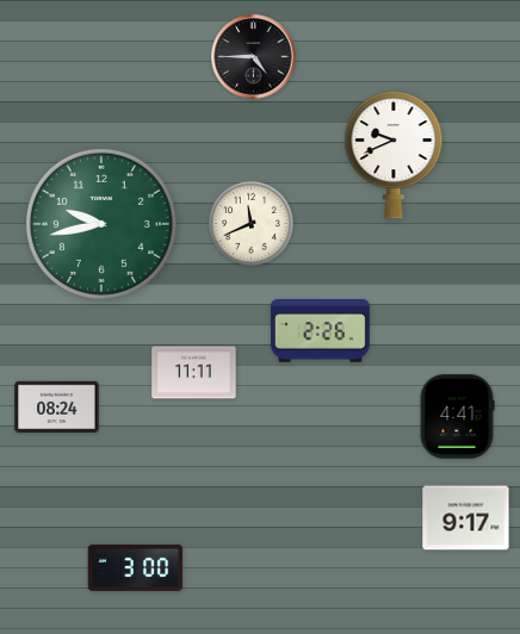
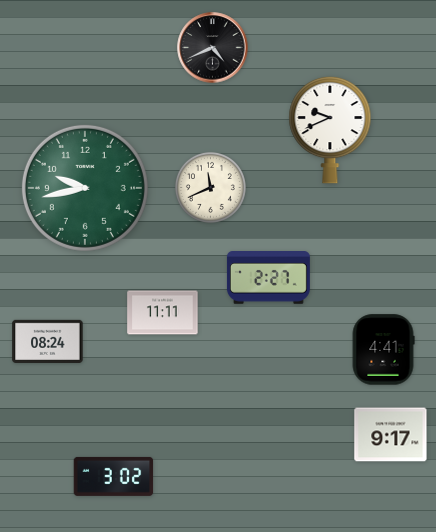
clock at (254, 57): 4:45 -> 4:41
clock at (320, 331): 2:26 -> 2:27
clock at (136, 567): 3:00 -> 3:02
